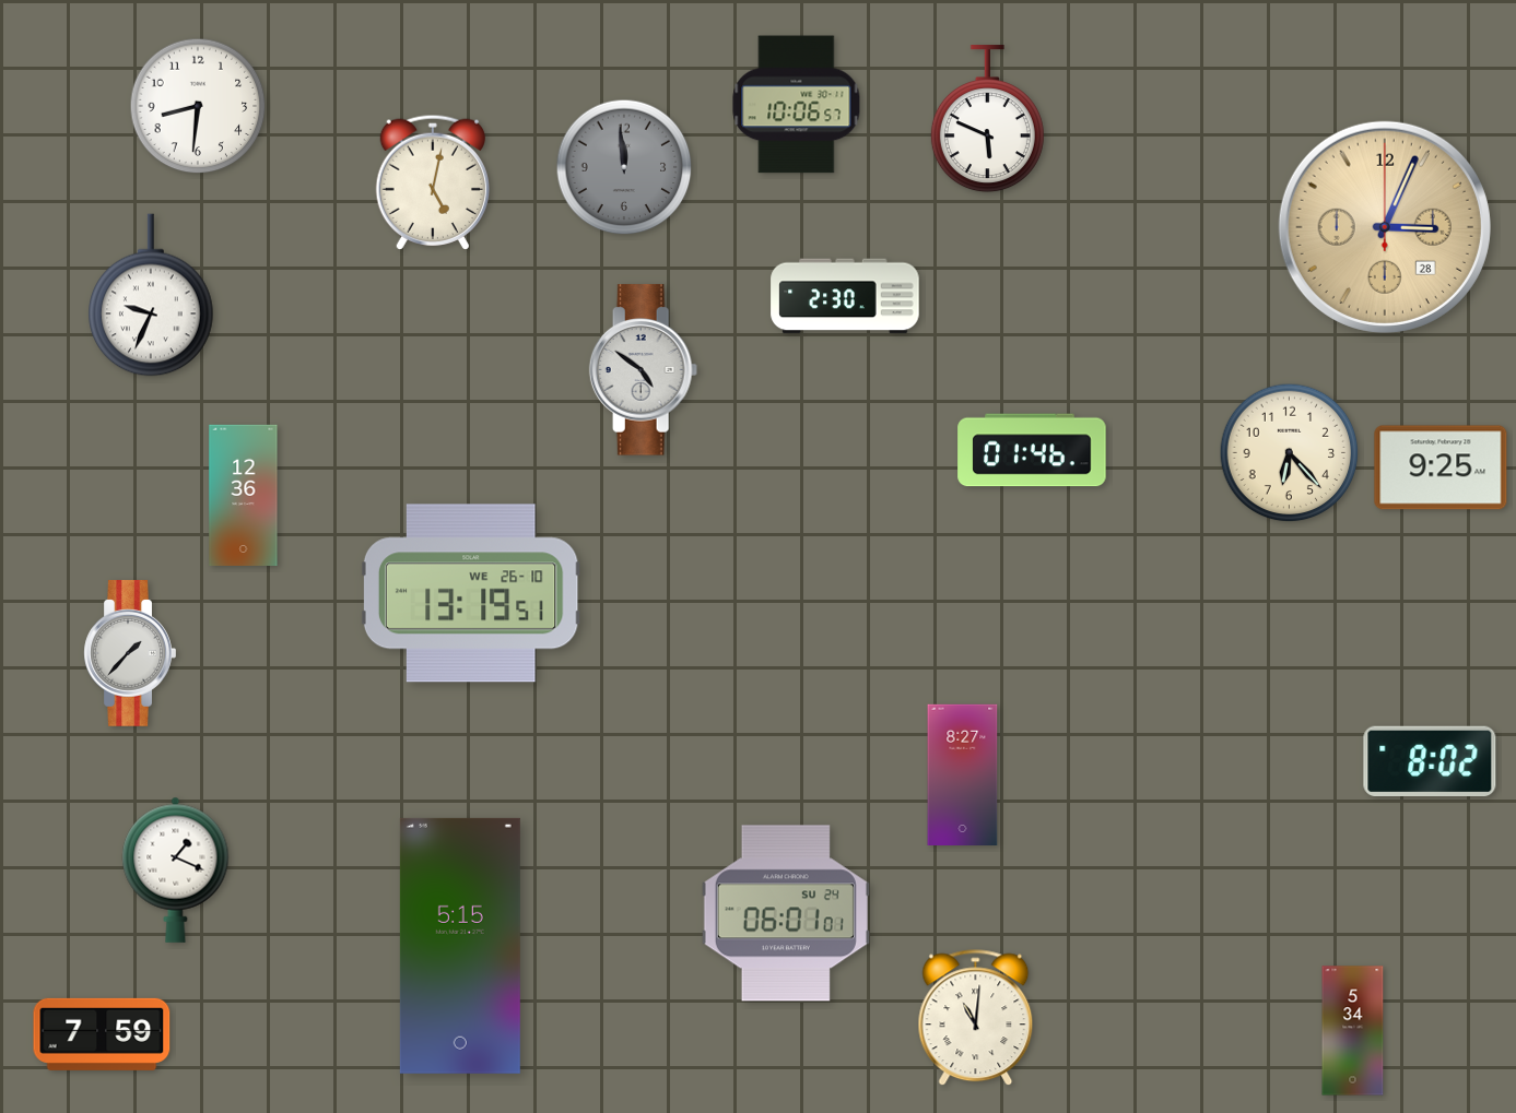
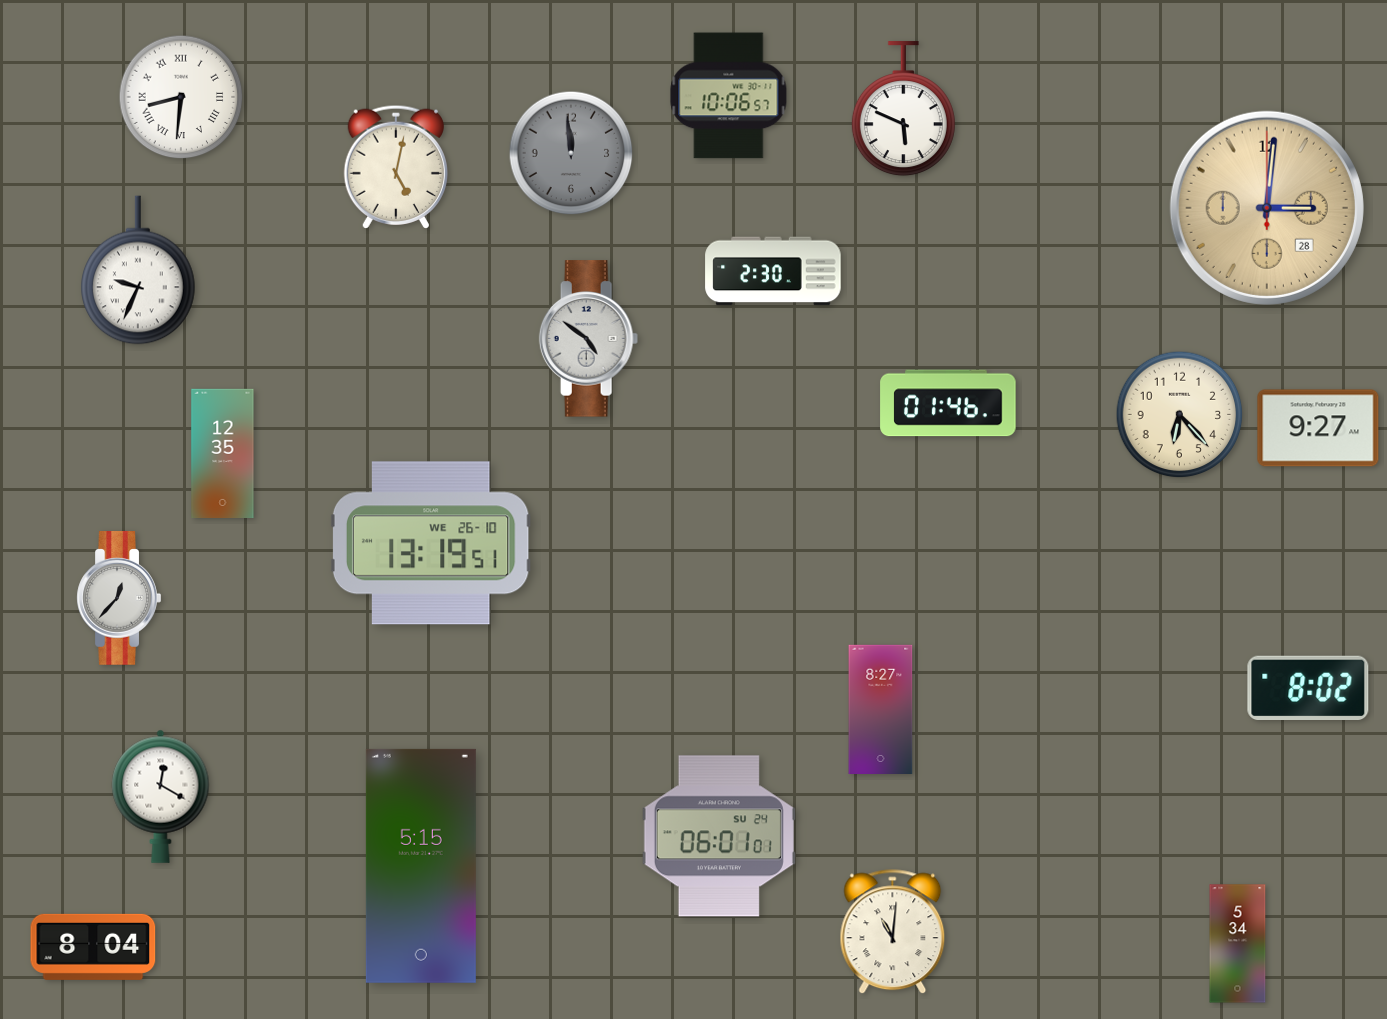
clock at (198, 106) numerals: Arabic -> Roman
clock at (1385, 227): 3:04 -> 3:01
clock at (1032, 450) position: (1032, 450) -> (948, 403)
clock at (1441, 467): 9:25 -> 9:27
clock at (244, 495): 12:36 -> 12:35
clock at (130, 654): 1:37 -> 12:37
clock at (1430, 760) position: (1430, 760) -> (1308, 687)
clock at (176, 869): 1:19 -> 12:20
clock at (102, 1034): 7:59 -> 8:04
